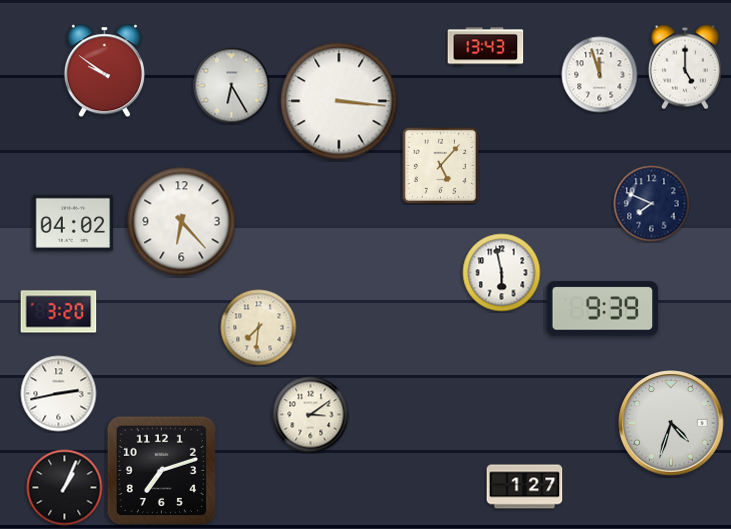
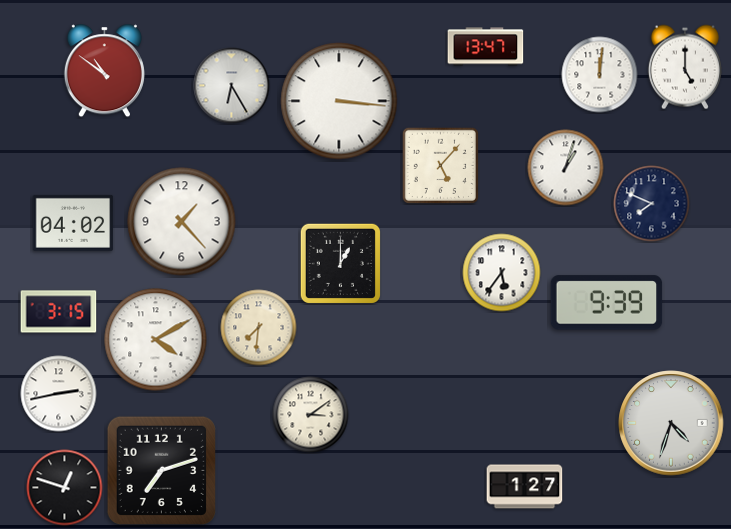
clock at (486, 47): 13:43 -> 13:47
clock at (104, 71): 9:51 -> 10:51
clock at (600, 75): 11:57 -> 12:01
clock at (566, 168): none -> 1:03
clock at (182, 222): 6:23 -> 1:23
clock at (340, 263): none -> 1:00
clock at (502, 273): 5:58 -> 5:36
clock at (603, 309) position: (603, 309) -> (607, 303)
clock at (59, 312): 3:20 -> 3:15
clock at (156, 340): none -> 4:10
clock at (65, 488): 1:04 -> 12:48
